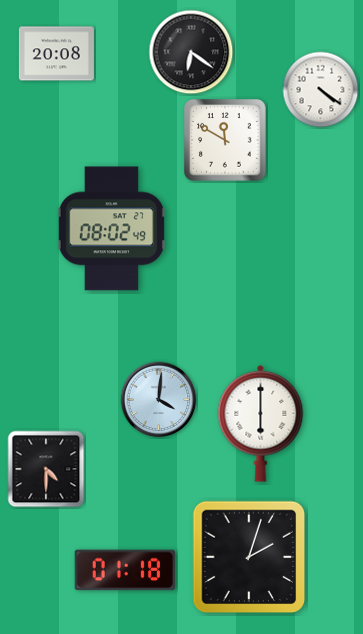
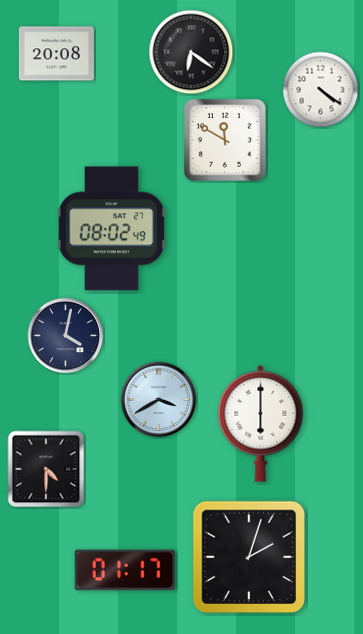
clock at (66, 336): none -> 4:02
clock at (159, 400): 4:01 -> 3:40
clock at (125, 570): 01:18 -> 01:17
